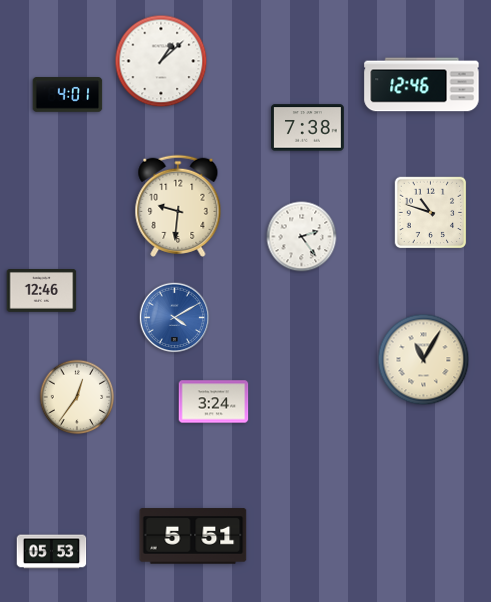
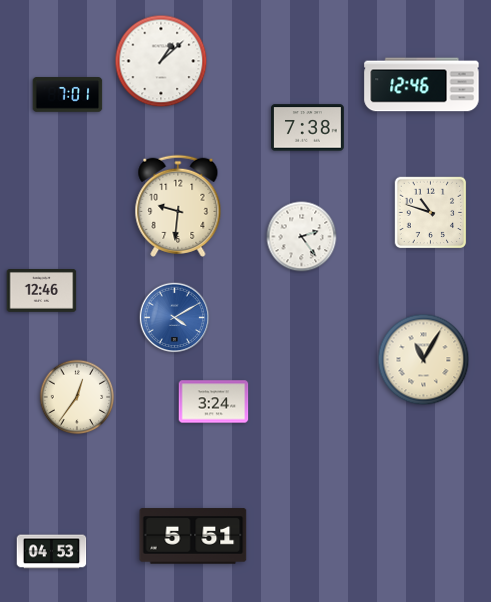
clock at (68, 95): 4:01 -> 7:01
clock at (52, 552): 05:53 -> 04:53
